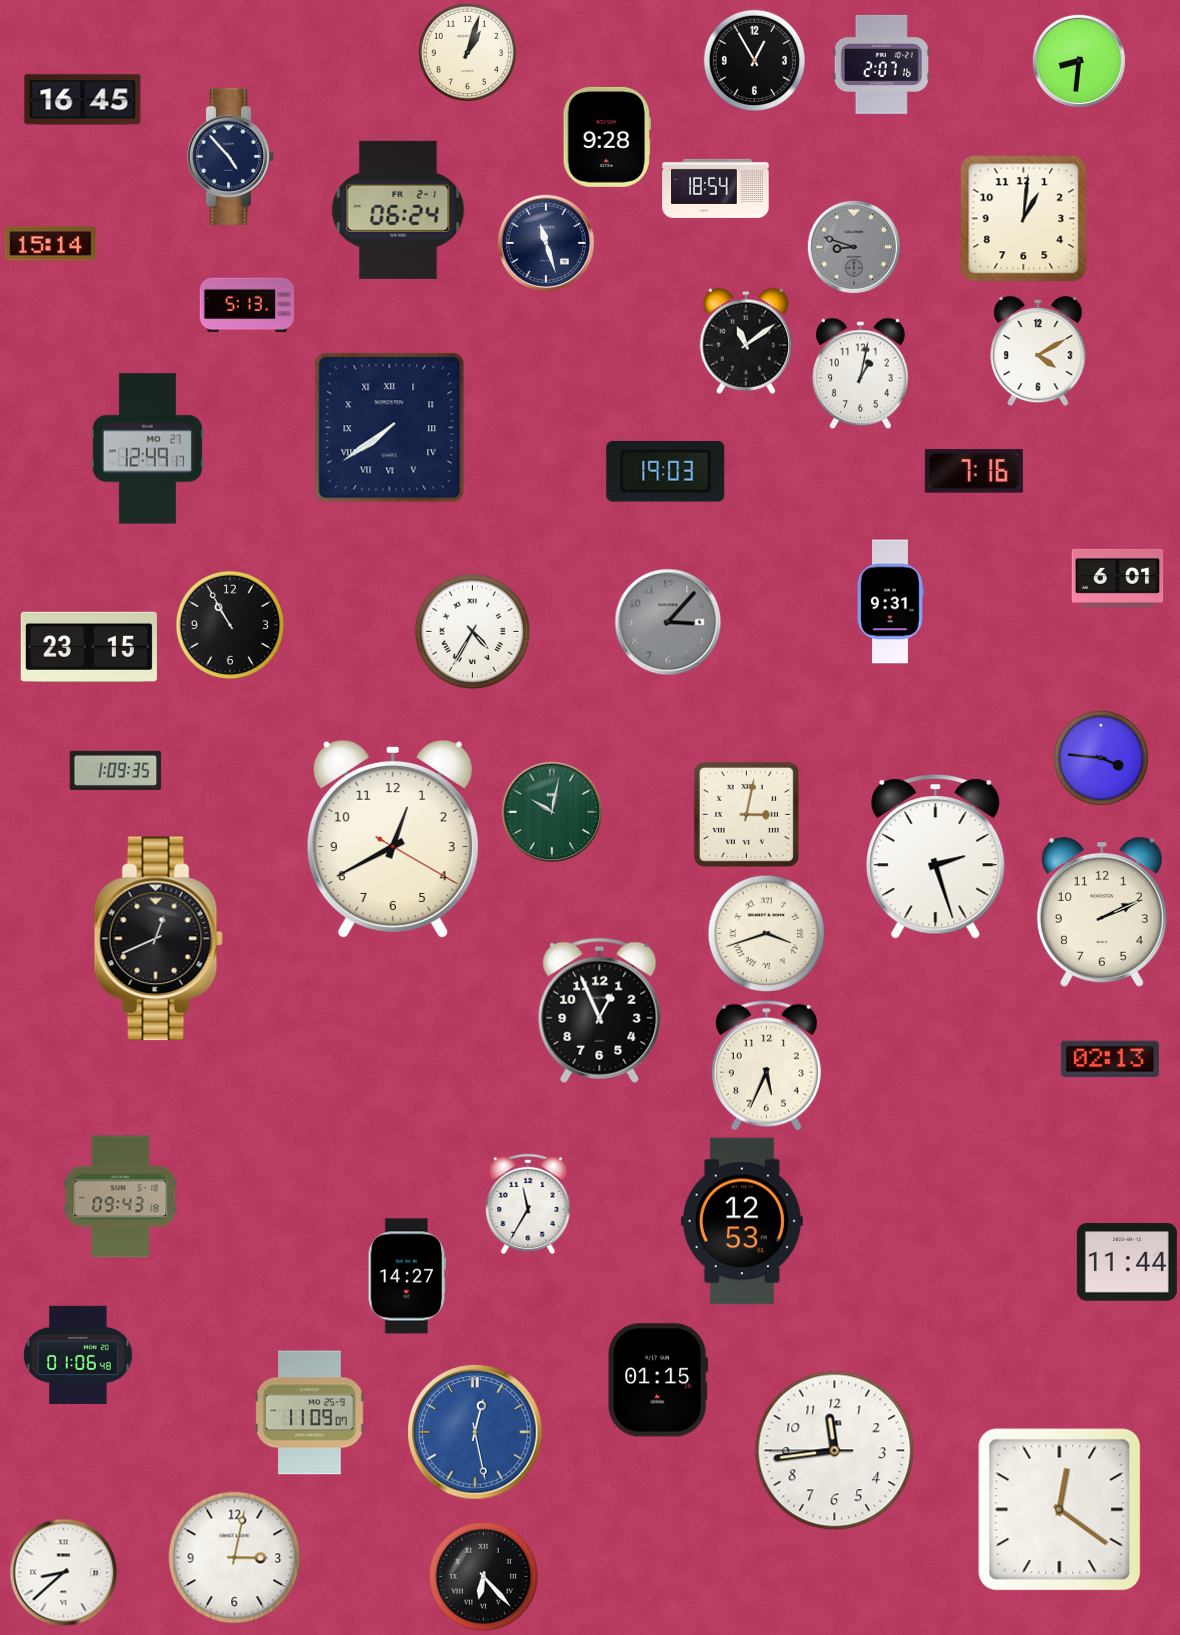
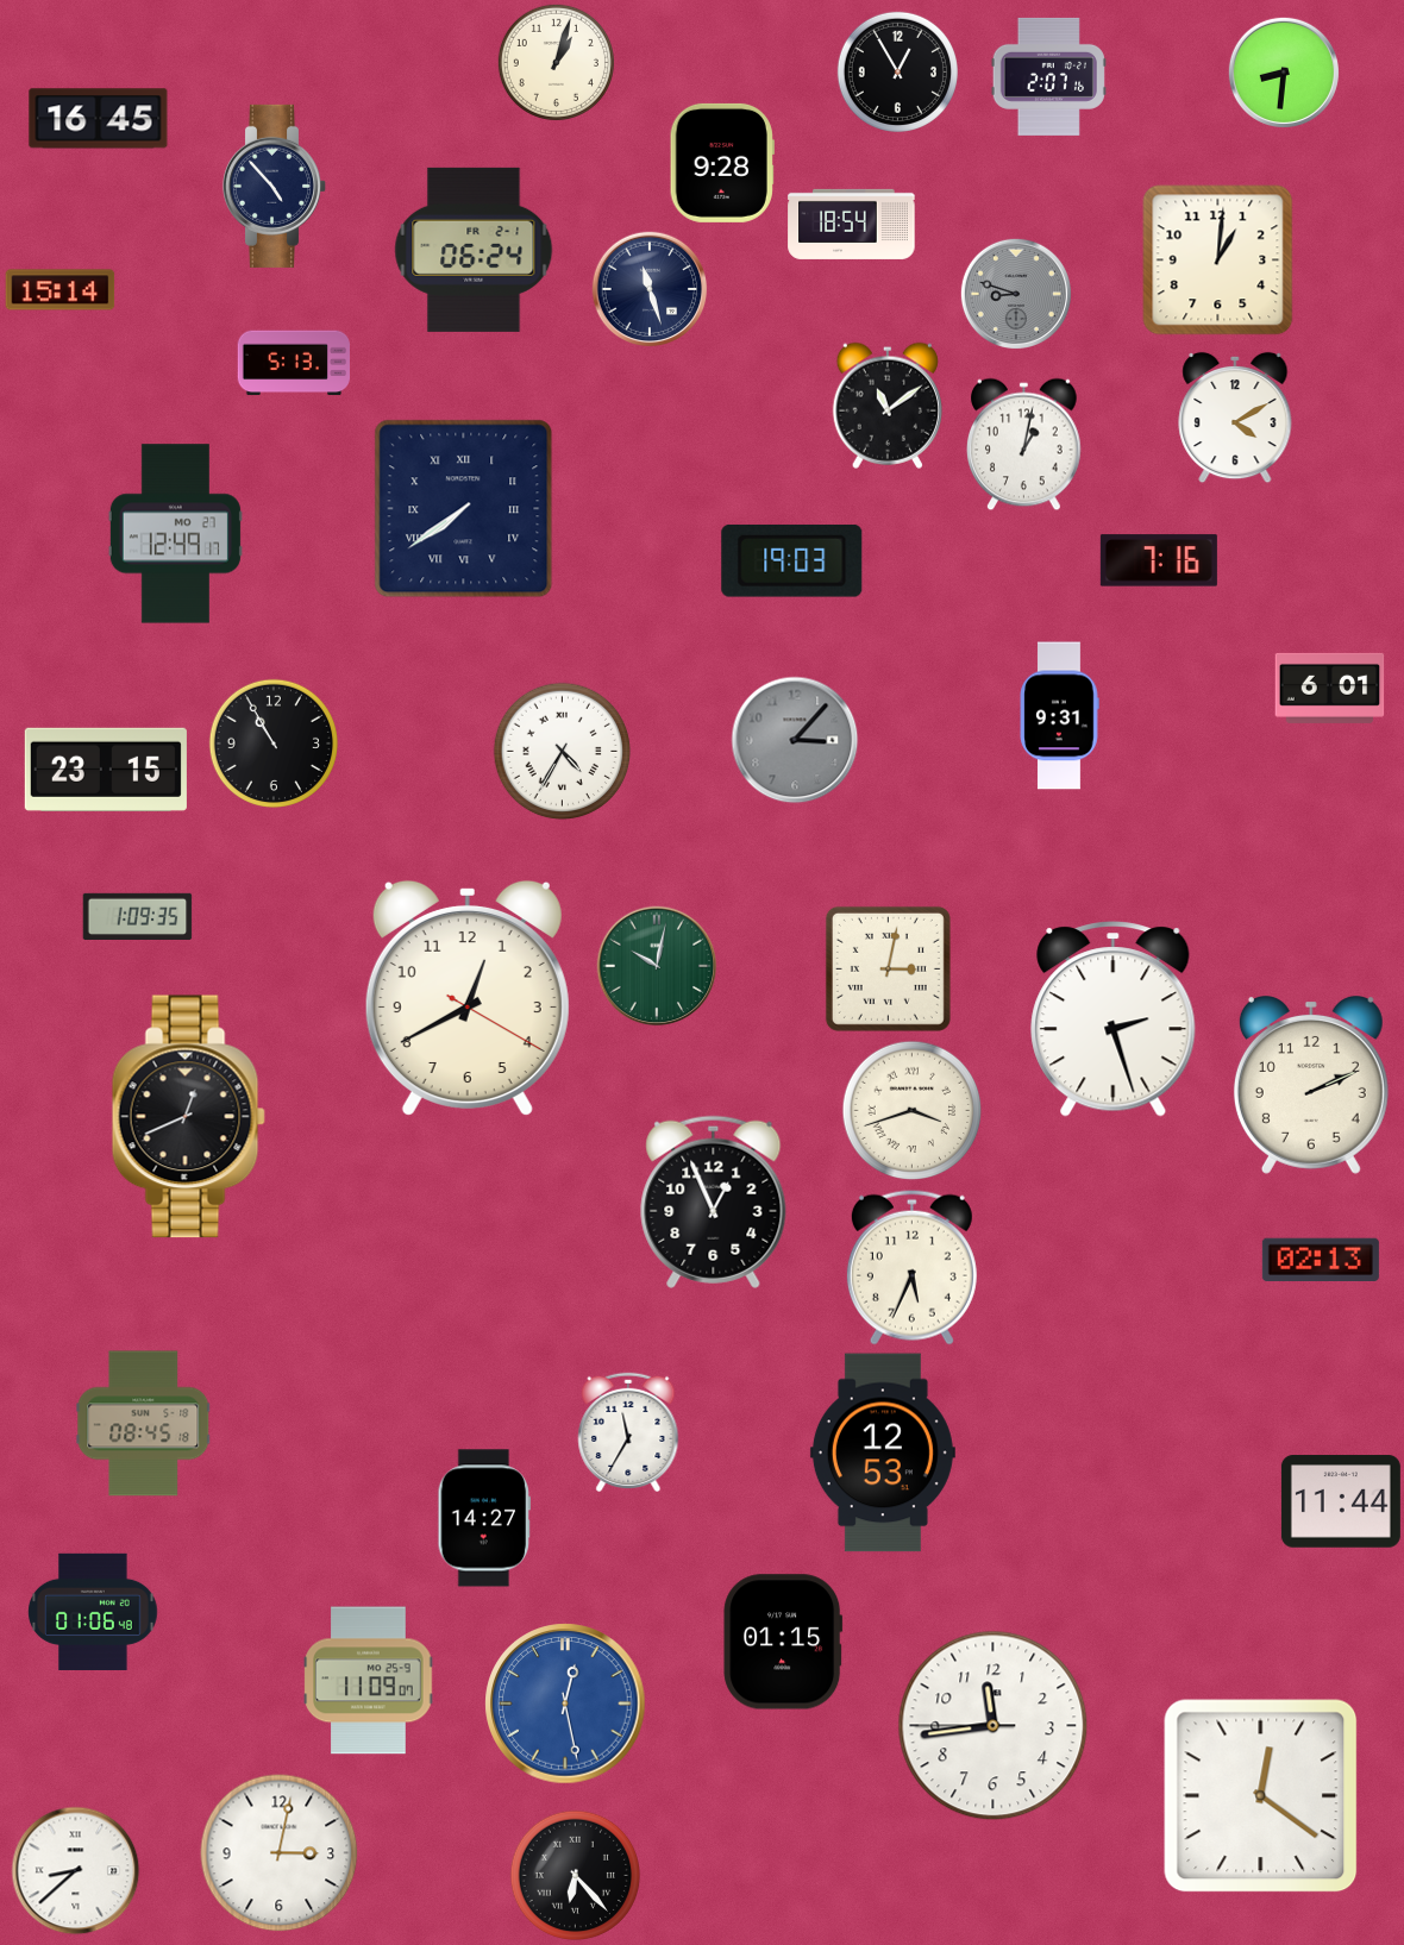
clock at (1101, 758): 3:46 -> none
clock at (121, 1197): 09:43 -> 08:45
